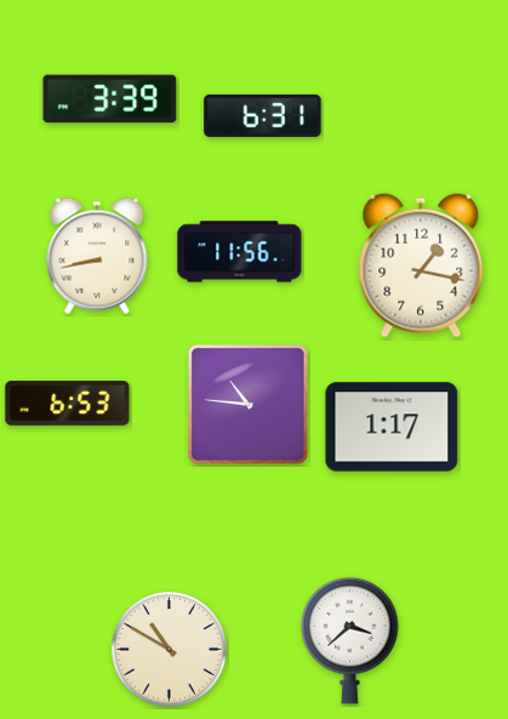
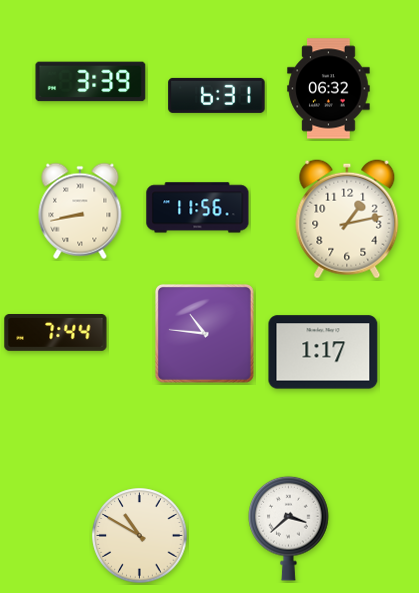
clock at (329, 89): none -> 06:32
clock at (421, 266): 1:17 -> 1:13
clock at (68, 404): 6:53 -> 7:44
